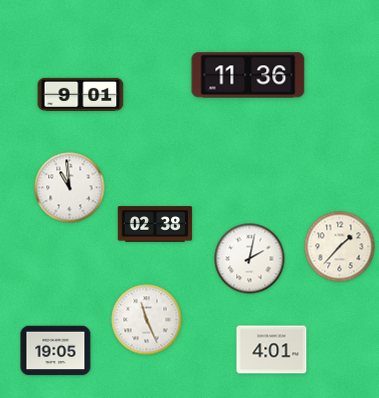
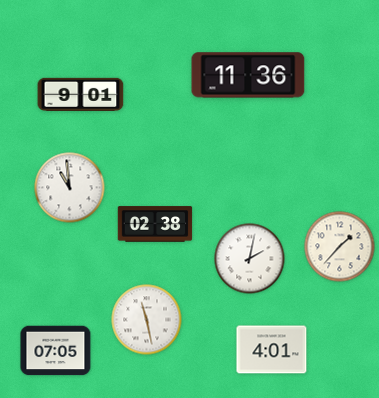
clock at (147, 320): 11:26 -> 11:28
clock at (56, 351): 19:05 -> 07:05
